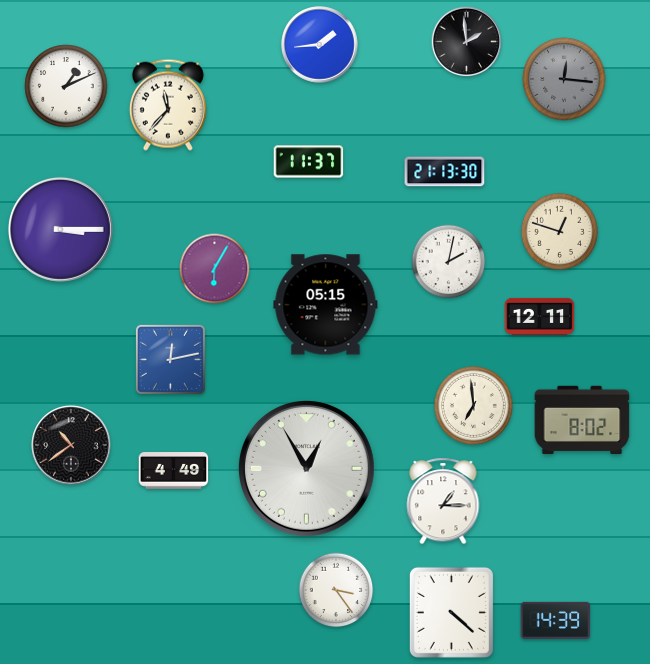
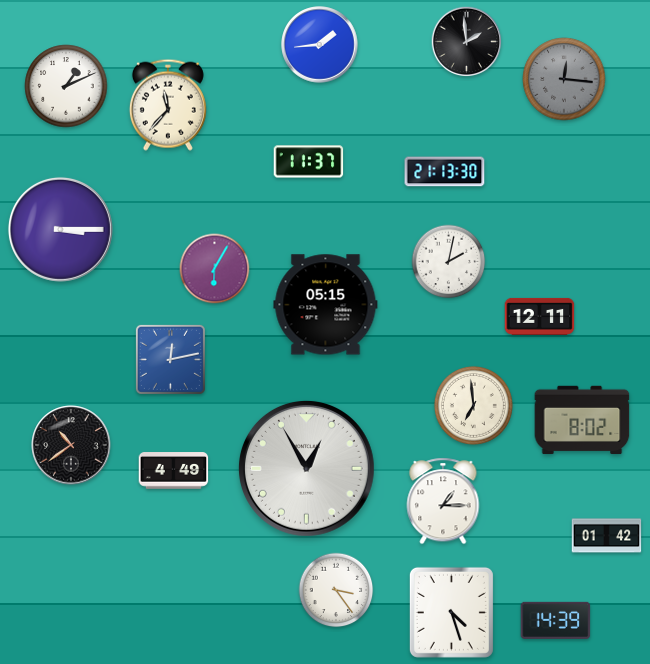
clock at (559, 231): 12:48 -> none
clock at (607, 536): none -> 01:42
clock at (451, 612): 4:22 -> 4:27
